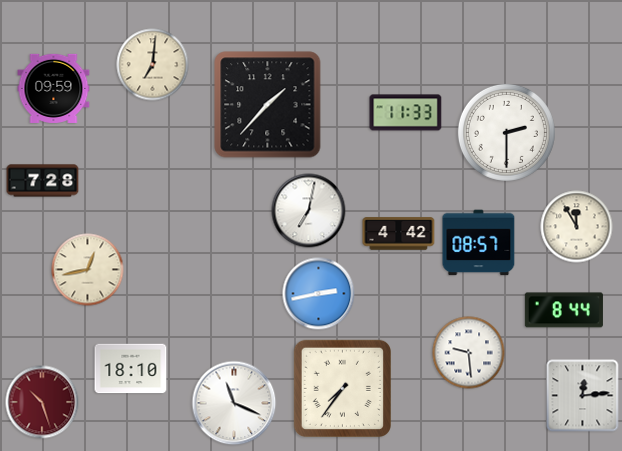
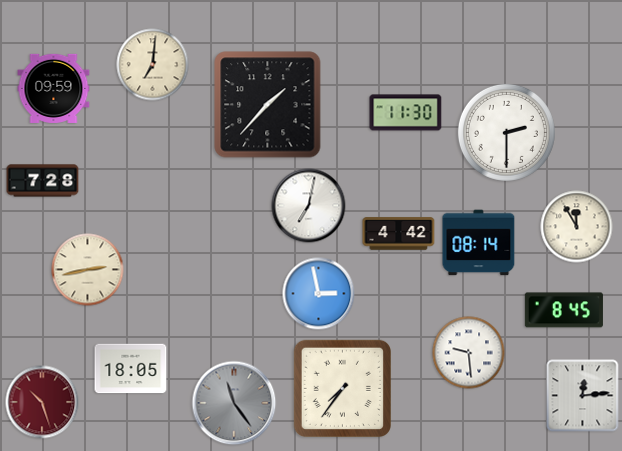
clock at (406, 113): 11:33 -> 11:30
clock at (309, 211) position: (309, 211) -> (309, 206)
clock at (479, 243): 08:57 -> 08:14
clock at (88, 270): 12:43 -> 2:43
clock at (319, 294): 2:43 -> 2:58
clock at (564, 310): 8:44 -> 8:45
clock at (131, 369): 18:10 -> 18:05
clock at (234, 403): 11:19 -> 11:24
clock at (234, 403) dial: white -> grey
